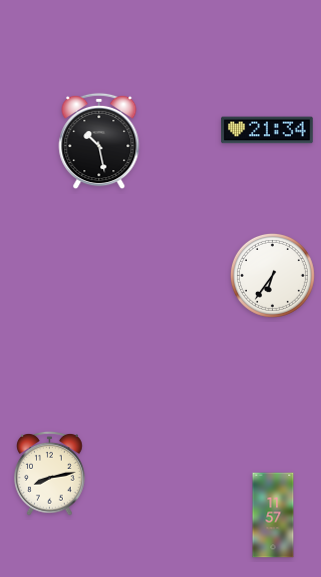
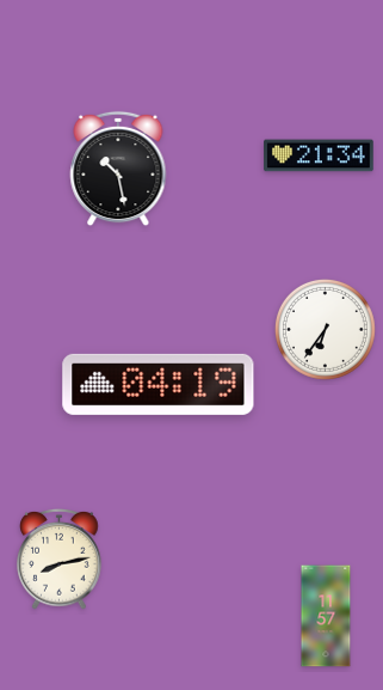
clock at (159, 384): none -> 04:19
clock at (50, 473) position: (50, 473) -> (60, 558)
